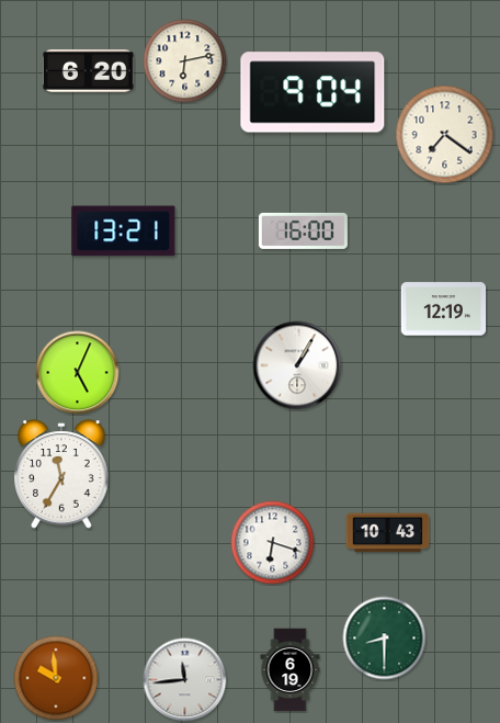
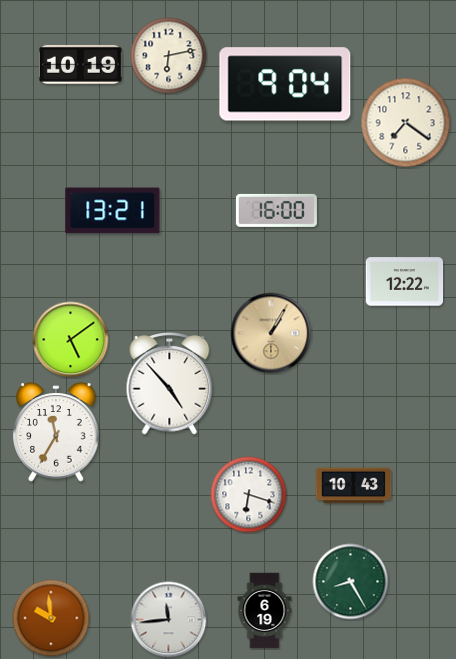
clock at (88, 70): 6:20 -> 10:19
clock at (444, 309): 12:19 -> 12:22
clock at (297, 365) dial: white -> champagne
clock at (78, 373): 5:04 -> 5:09
clock at (170, 384): none -> 4:53
clock at (385, 639): 8:30 -> 8:25
